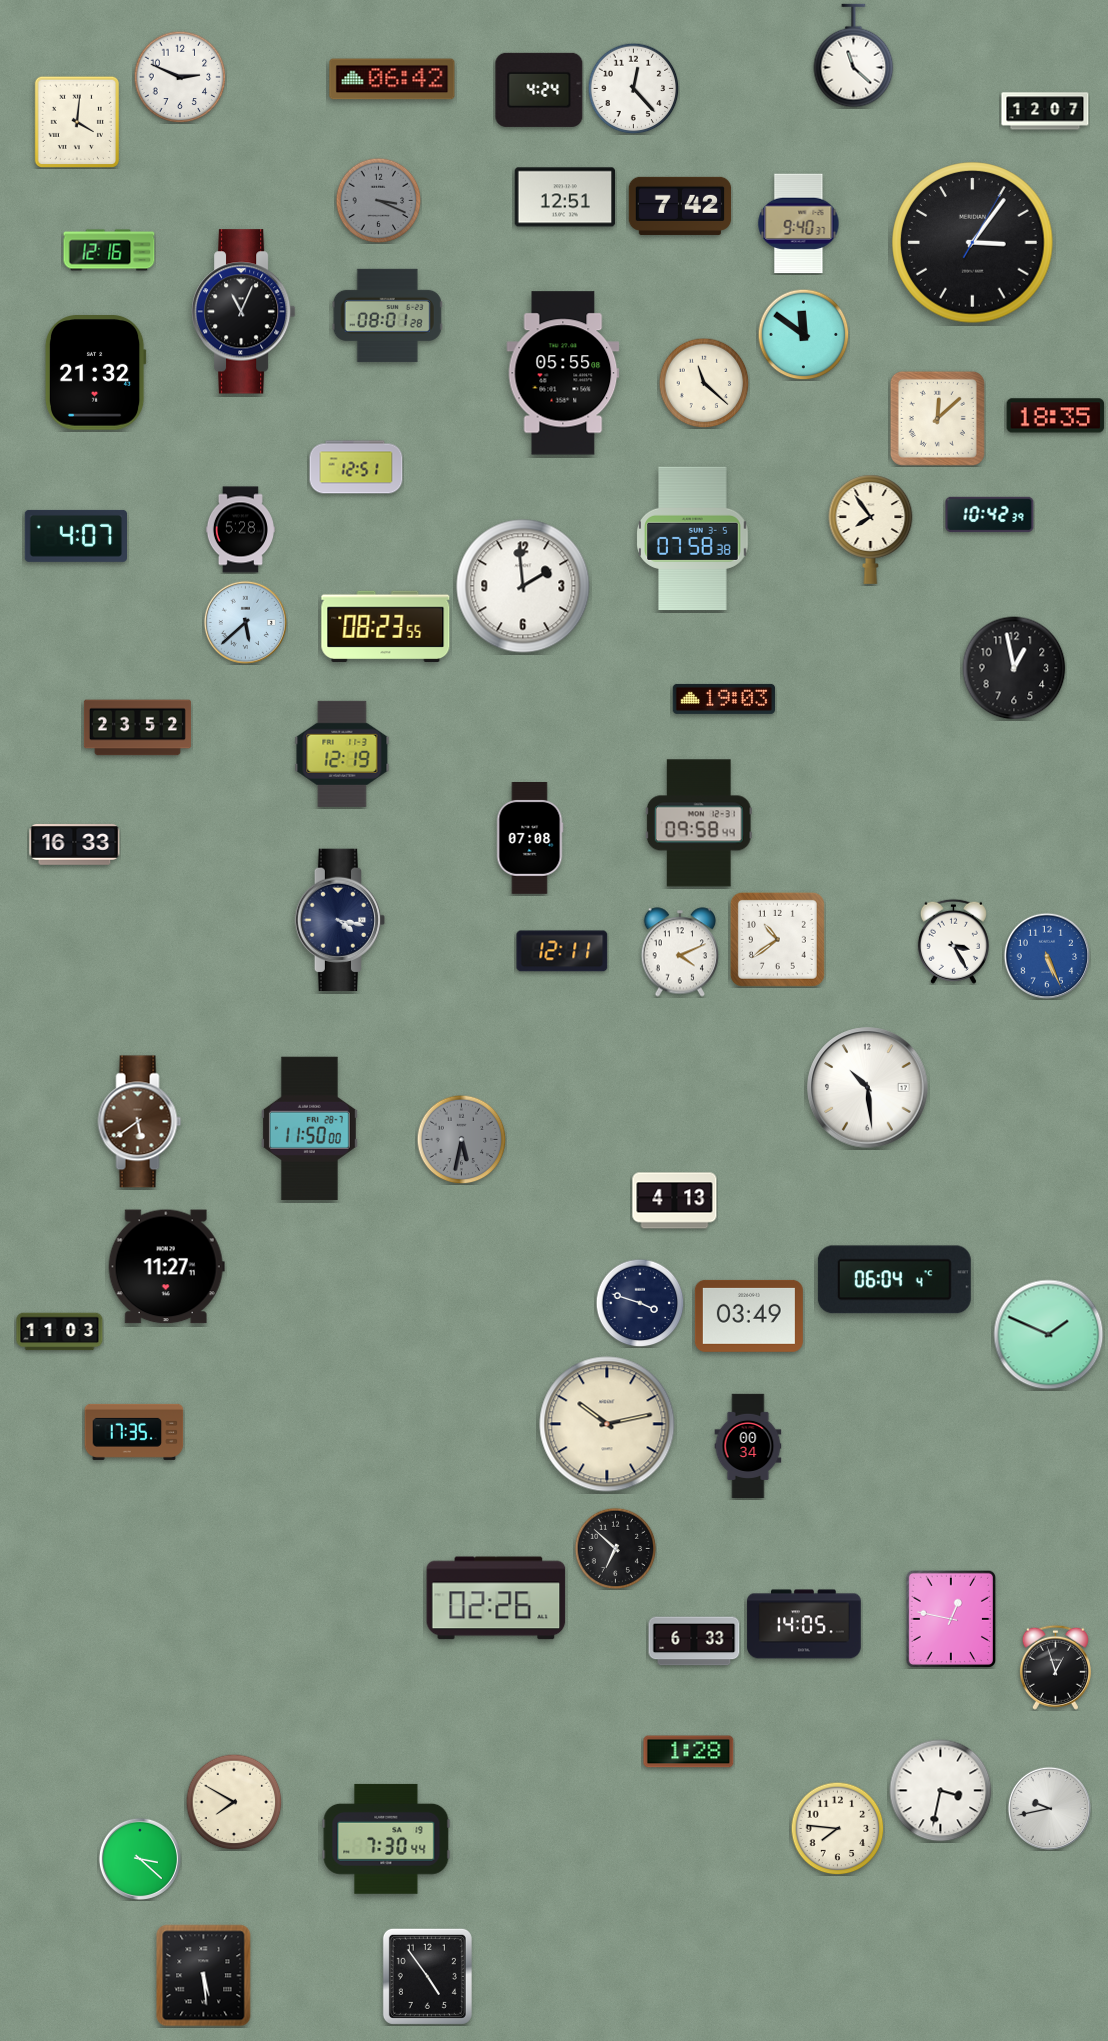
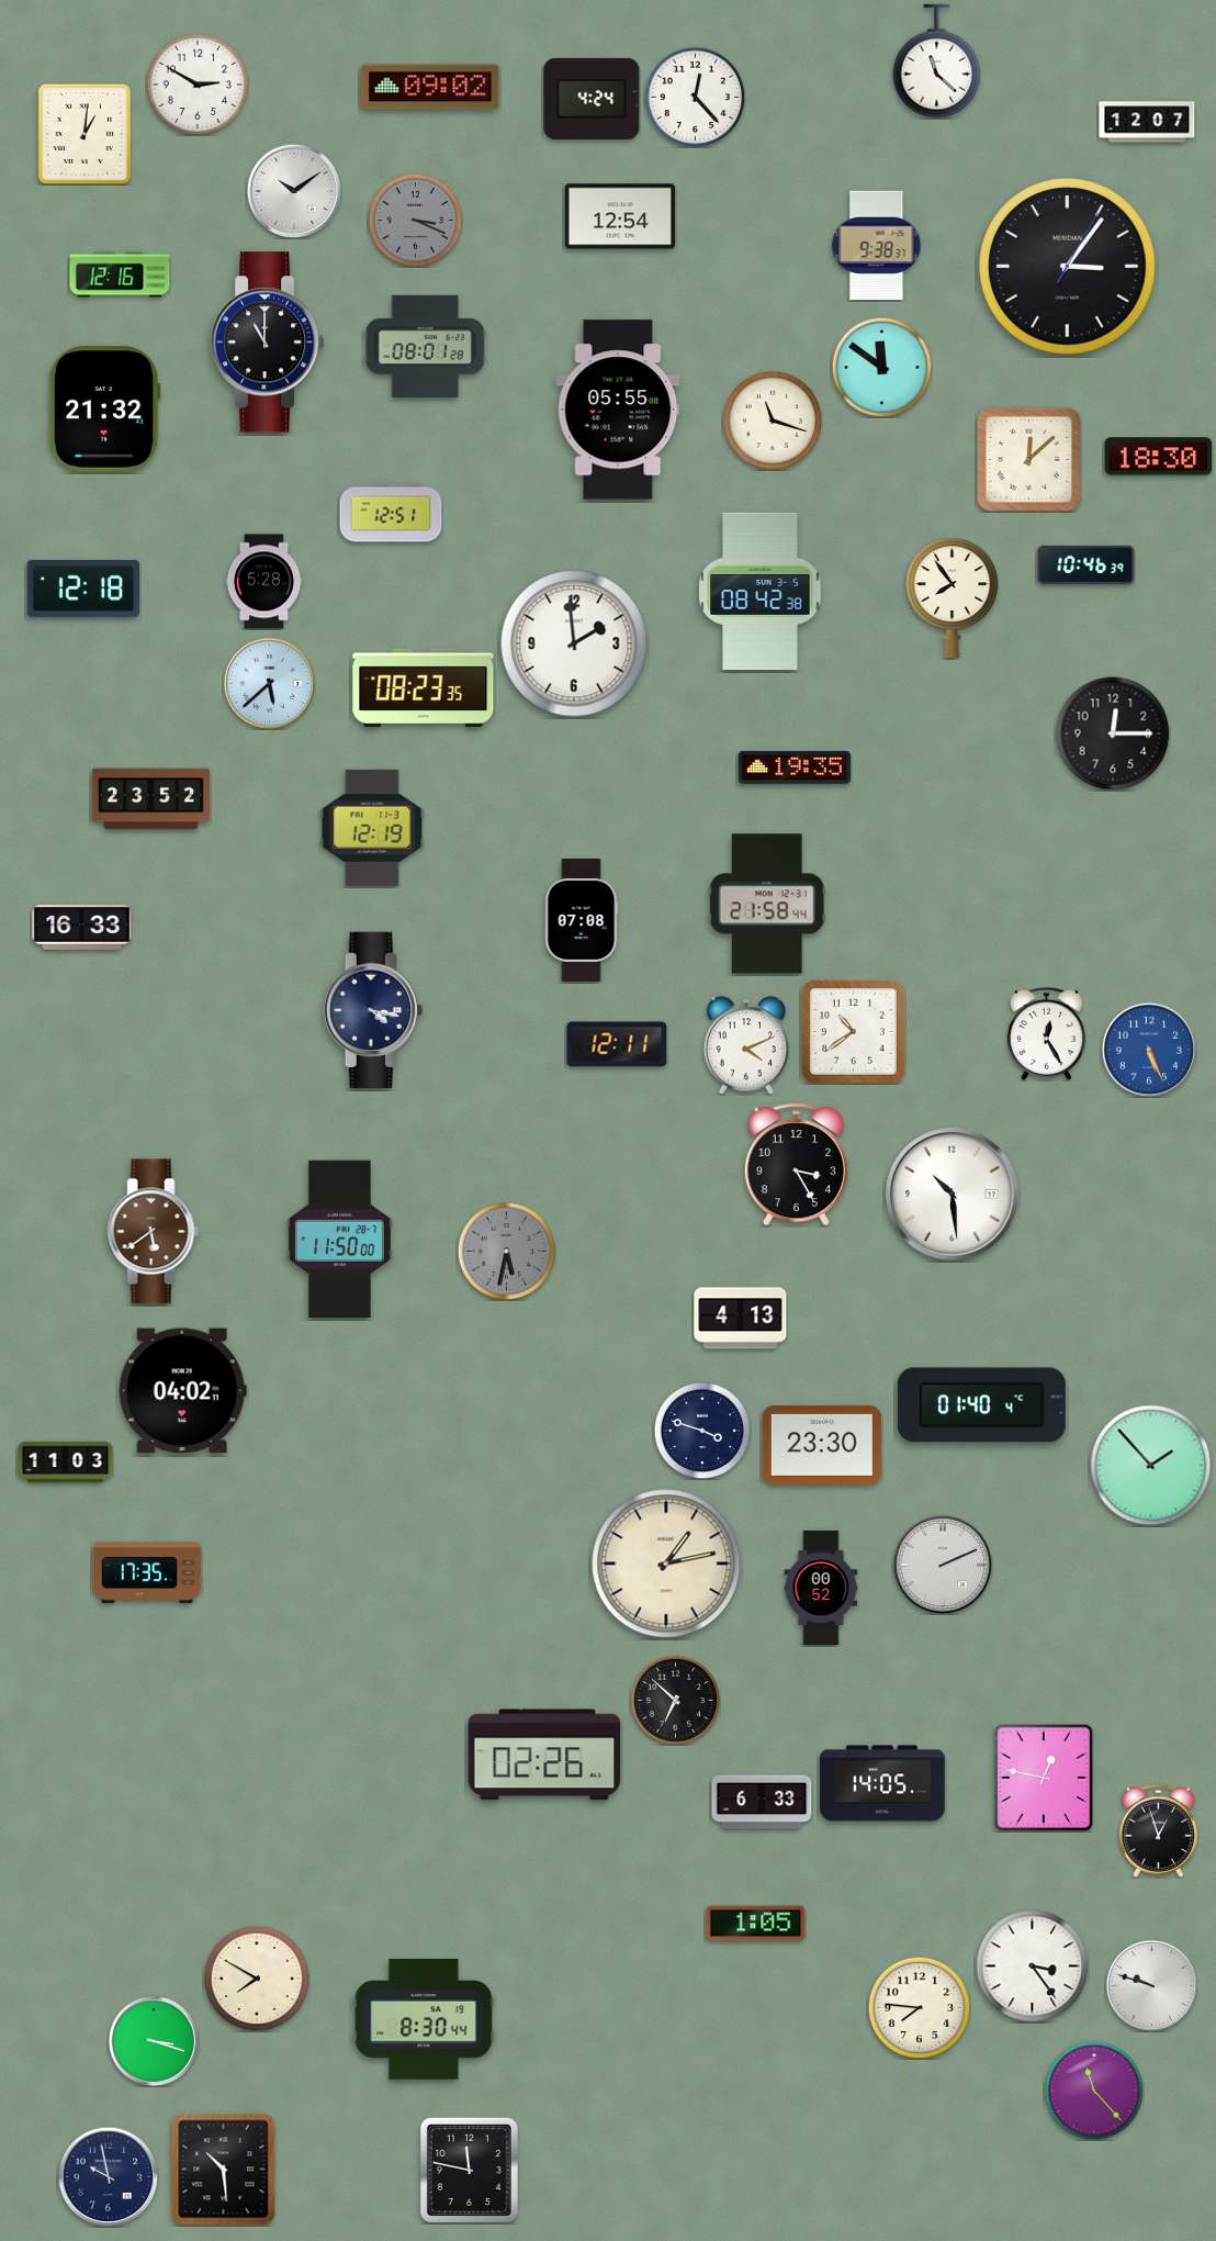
clock at (180, 77): 2:49 -> 2:50
clock at (392, 79): 06:42 -> 09:02
clock at (76, 121): 4:01 -> 1:01
clock at (294, 191): none -> 10:09
clock at (565, 197): 12:51 -> 12:54
clock at (680, 206): 7:42 -> none
clock at (799, 224): 9:40 -> 9:38
clock at (244, 312): 11:04 -> 11:00
clock at (704, 383): 11:22 -> 11:18
clock at (1056, 416): 18:35 -> 18:30
clock at (990, 515): 10:42 -> 10:46
clock at (871, 529) position: (871, 529) -> (953, 597)
clock at (75, 536): 4:07 -> 12:18
clock at (693, 539): 07:58 -> 08:42
clock at (386, 626): 08:23:55 -> 08:23:35
clock at (1014, 668): 12:58 -> 12:15
clock at (724, 699): 19:03 -> 19:35
clock at (342, 754) position: (342, 754) -> (372, 828)
clock at (699, 823): 09:58 -> 21:58
clock at (953, 941): 3:25 -> 12:25
clock at (796, 1165): none -> 3:25
clock at (166, 1267): 11:27 -> 04:02
clock at (894, 1280): 06:04 -> 01:40
clock at (749, 1316): 03:49 -> 23:30
clock at (1049, 1335): 1:49 -> 1:53
clock at (607, 1424): 10:13 -> 1:13
clock at (943, 1565): none -> 2:11
clock at (748, 1445): 00:34 -> 00:52
clock at (689, 1752): 1:28 -> 1:05
clock at (941, 1791): 3:32 -> 3:24
clock at (1049, 1808): 9:43 -> 9:48
clock at (386, 1839): 7:30 -> 8:30
clock at (140, 1859): 3:22 -> 3:18
clock at (1094, 2091): none -> 11:23
clock at (204, 1976): 5:29 -> 10:29
clock at (427, 1976): 4:54 -> 11:47
clock at (108, 2176): none -> 9:58
